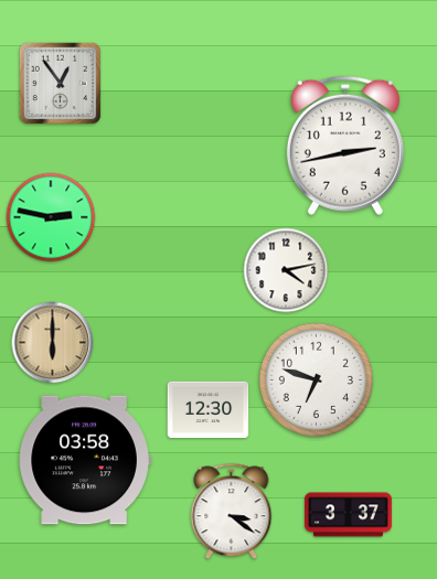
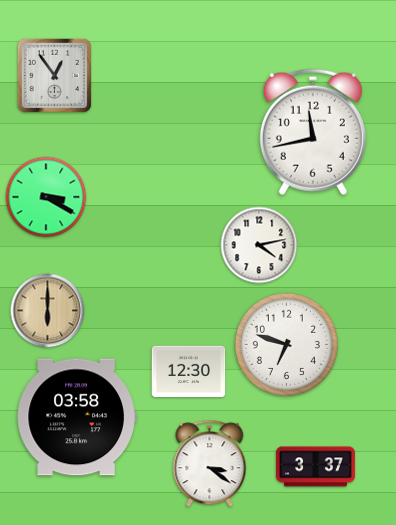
clock at (345, 146): 2:43 -> 11:43
clock at (51, 217): 2:47 -> 3:20
